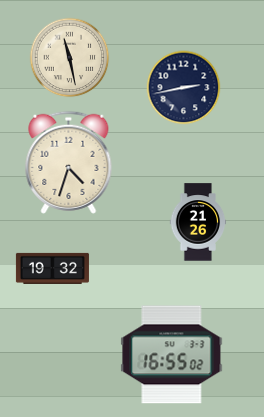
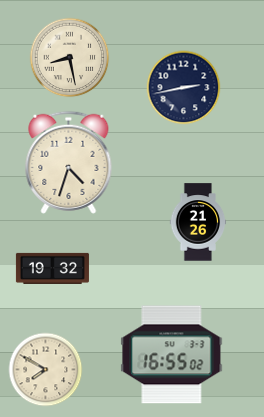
clock at (70, 58): 11:28 -> 8:28
clock at (46, 370): none -> 7:50
